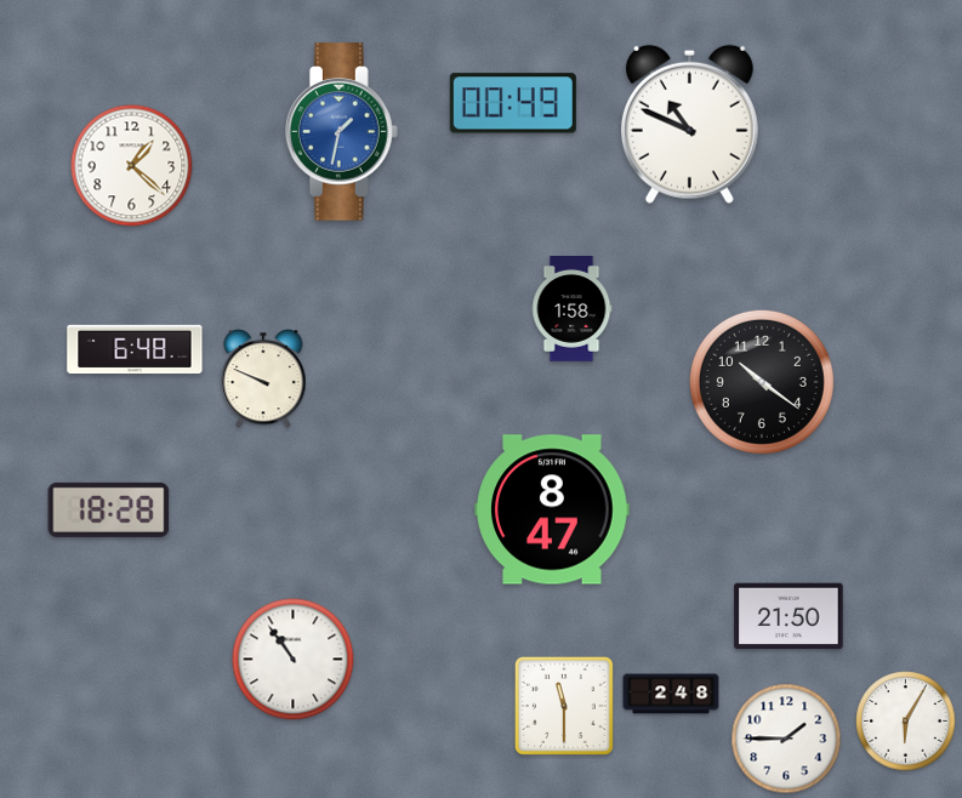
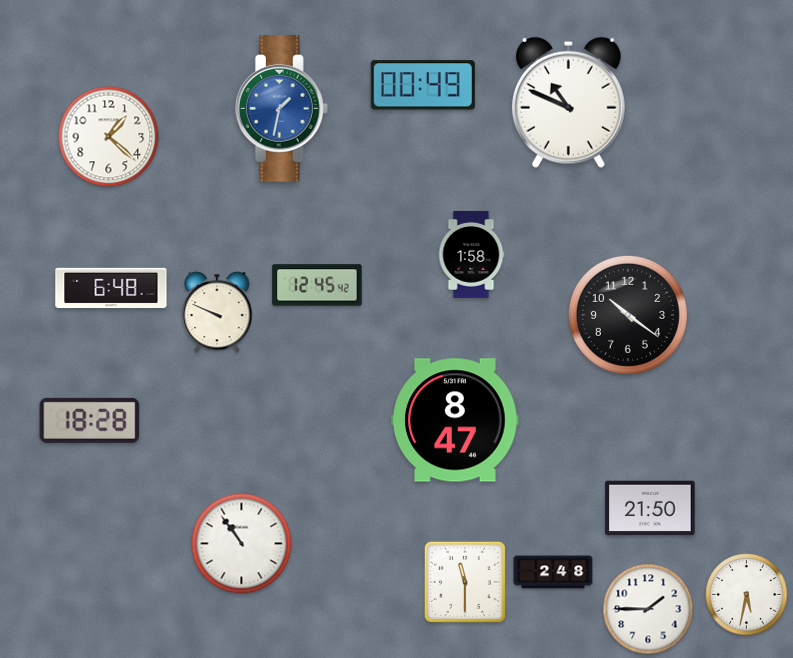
clock at (317, 285): none -> 12:45
clock at (906, 722): 6:05 -> 5:32
